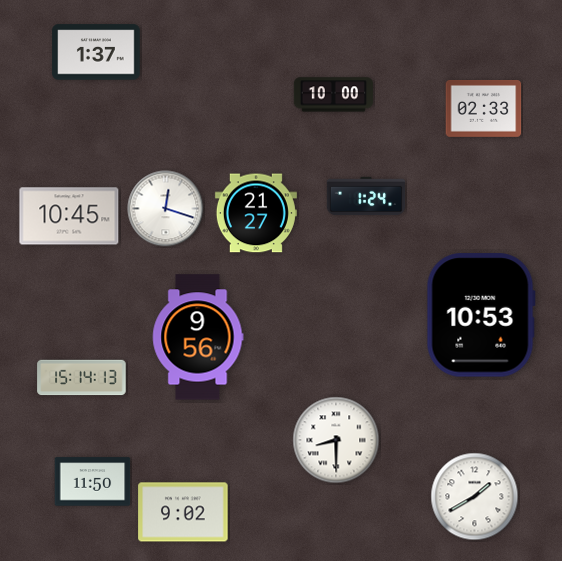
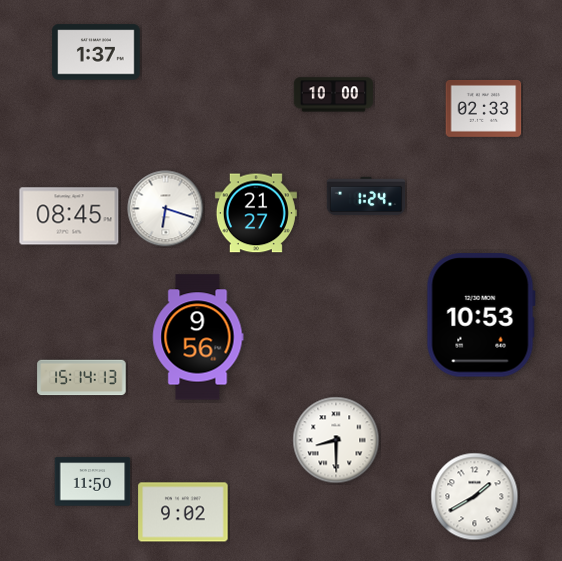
clock at (166, 209): 12:18 -> 6:18
clock at (69, 216): 10:45 -> 08:45
